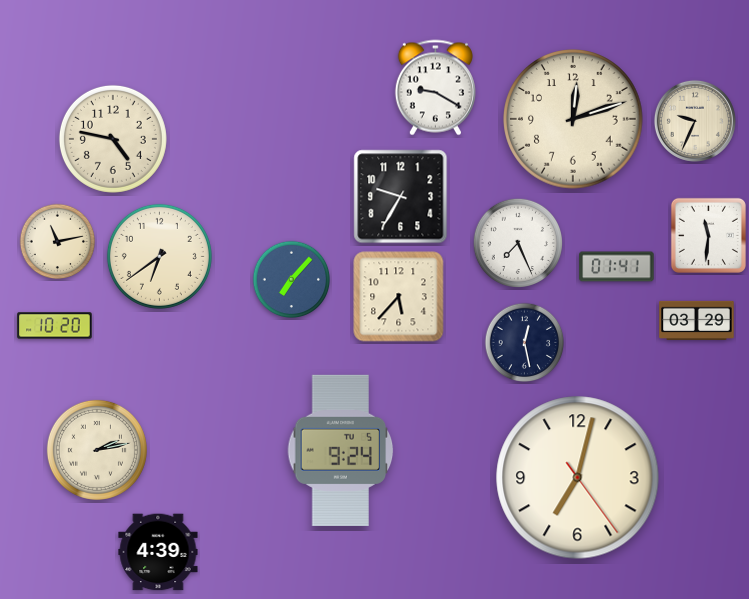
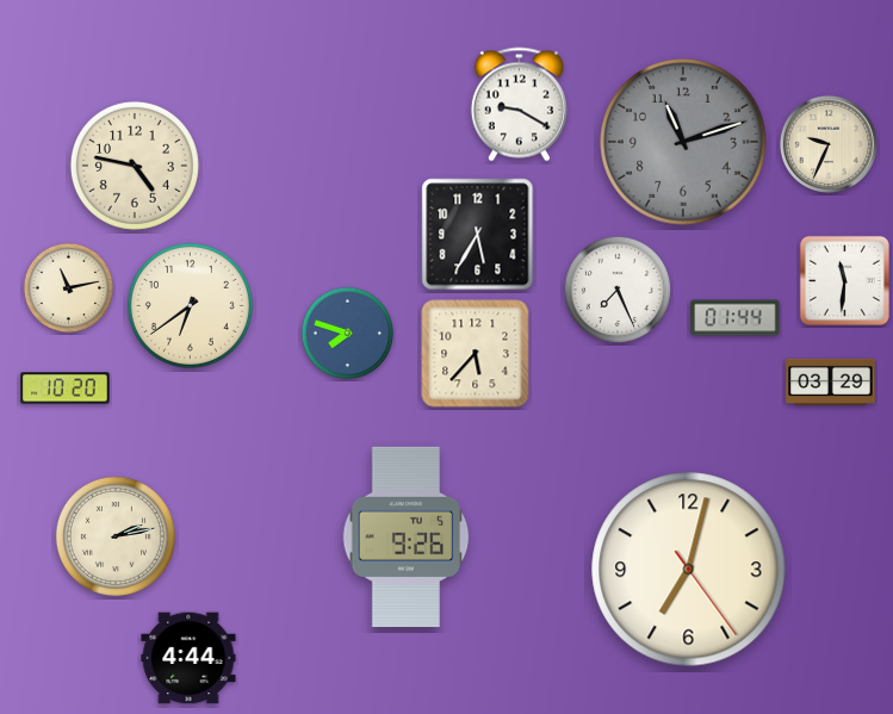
clock at (573, 119): 12:12 -> 11:12
clock at (573, 119) dial: cream -> grey
clock at (401, 197): 9:35 -> 5:35
clock at (617, 267): 01:41 -> 01:44
clock at (292, 280): 7:07 -> 7:48
clock at (525, 343): 12:28 -> none
clock at (341, 450): 9:24 -> 9:26
clock at (158, 552): 4:39 -> 4:44
